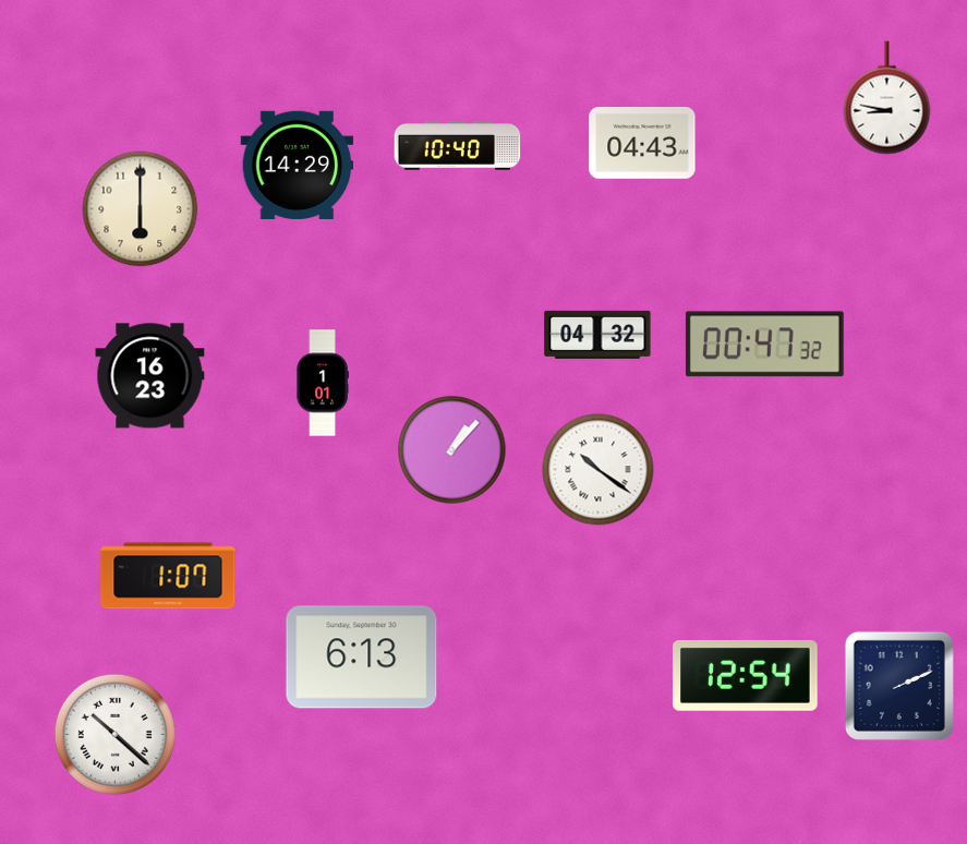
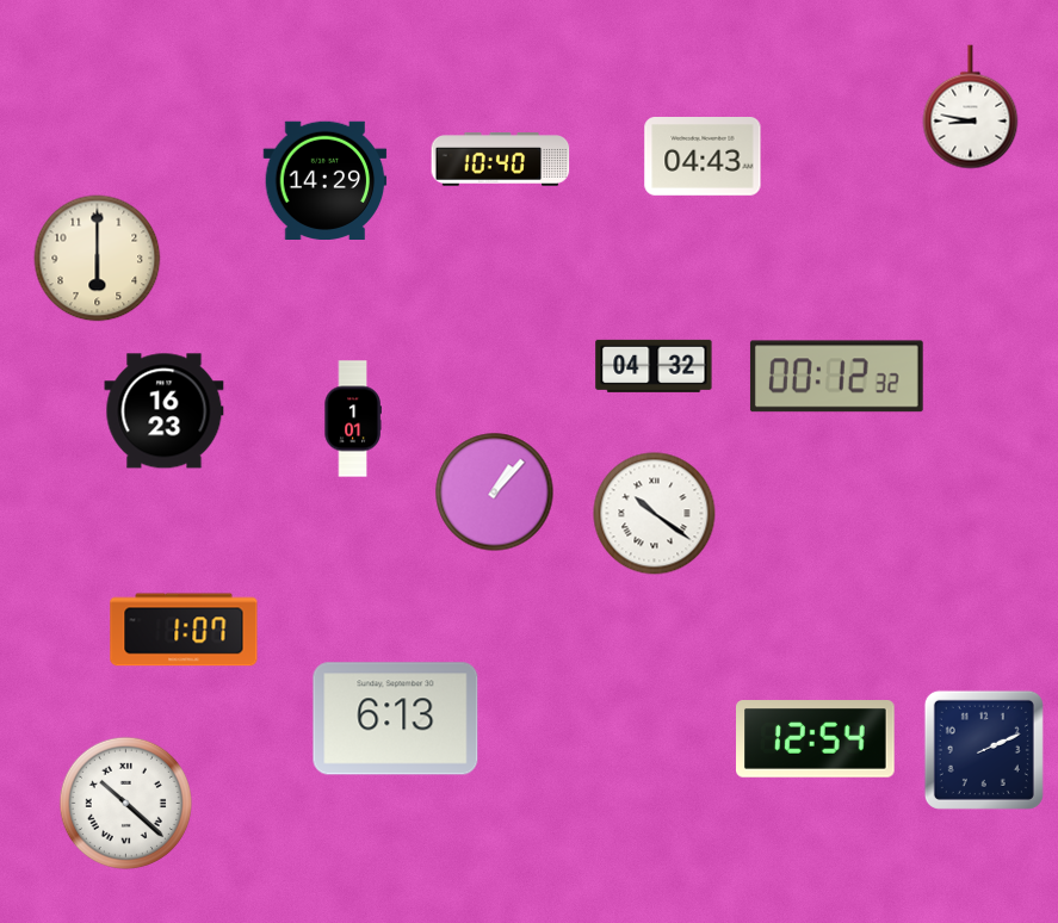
clock at (141, 209) position: (141, 209) -> (98, 259)
clock at (764, 345): 00:47 -> 00:12
